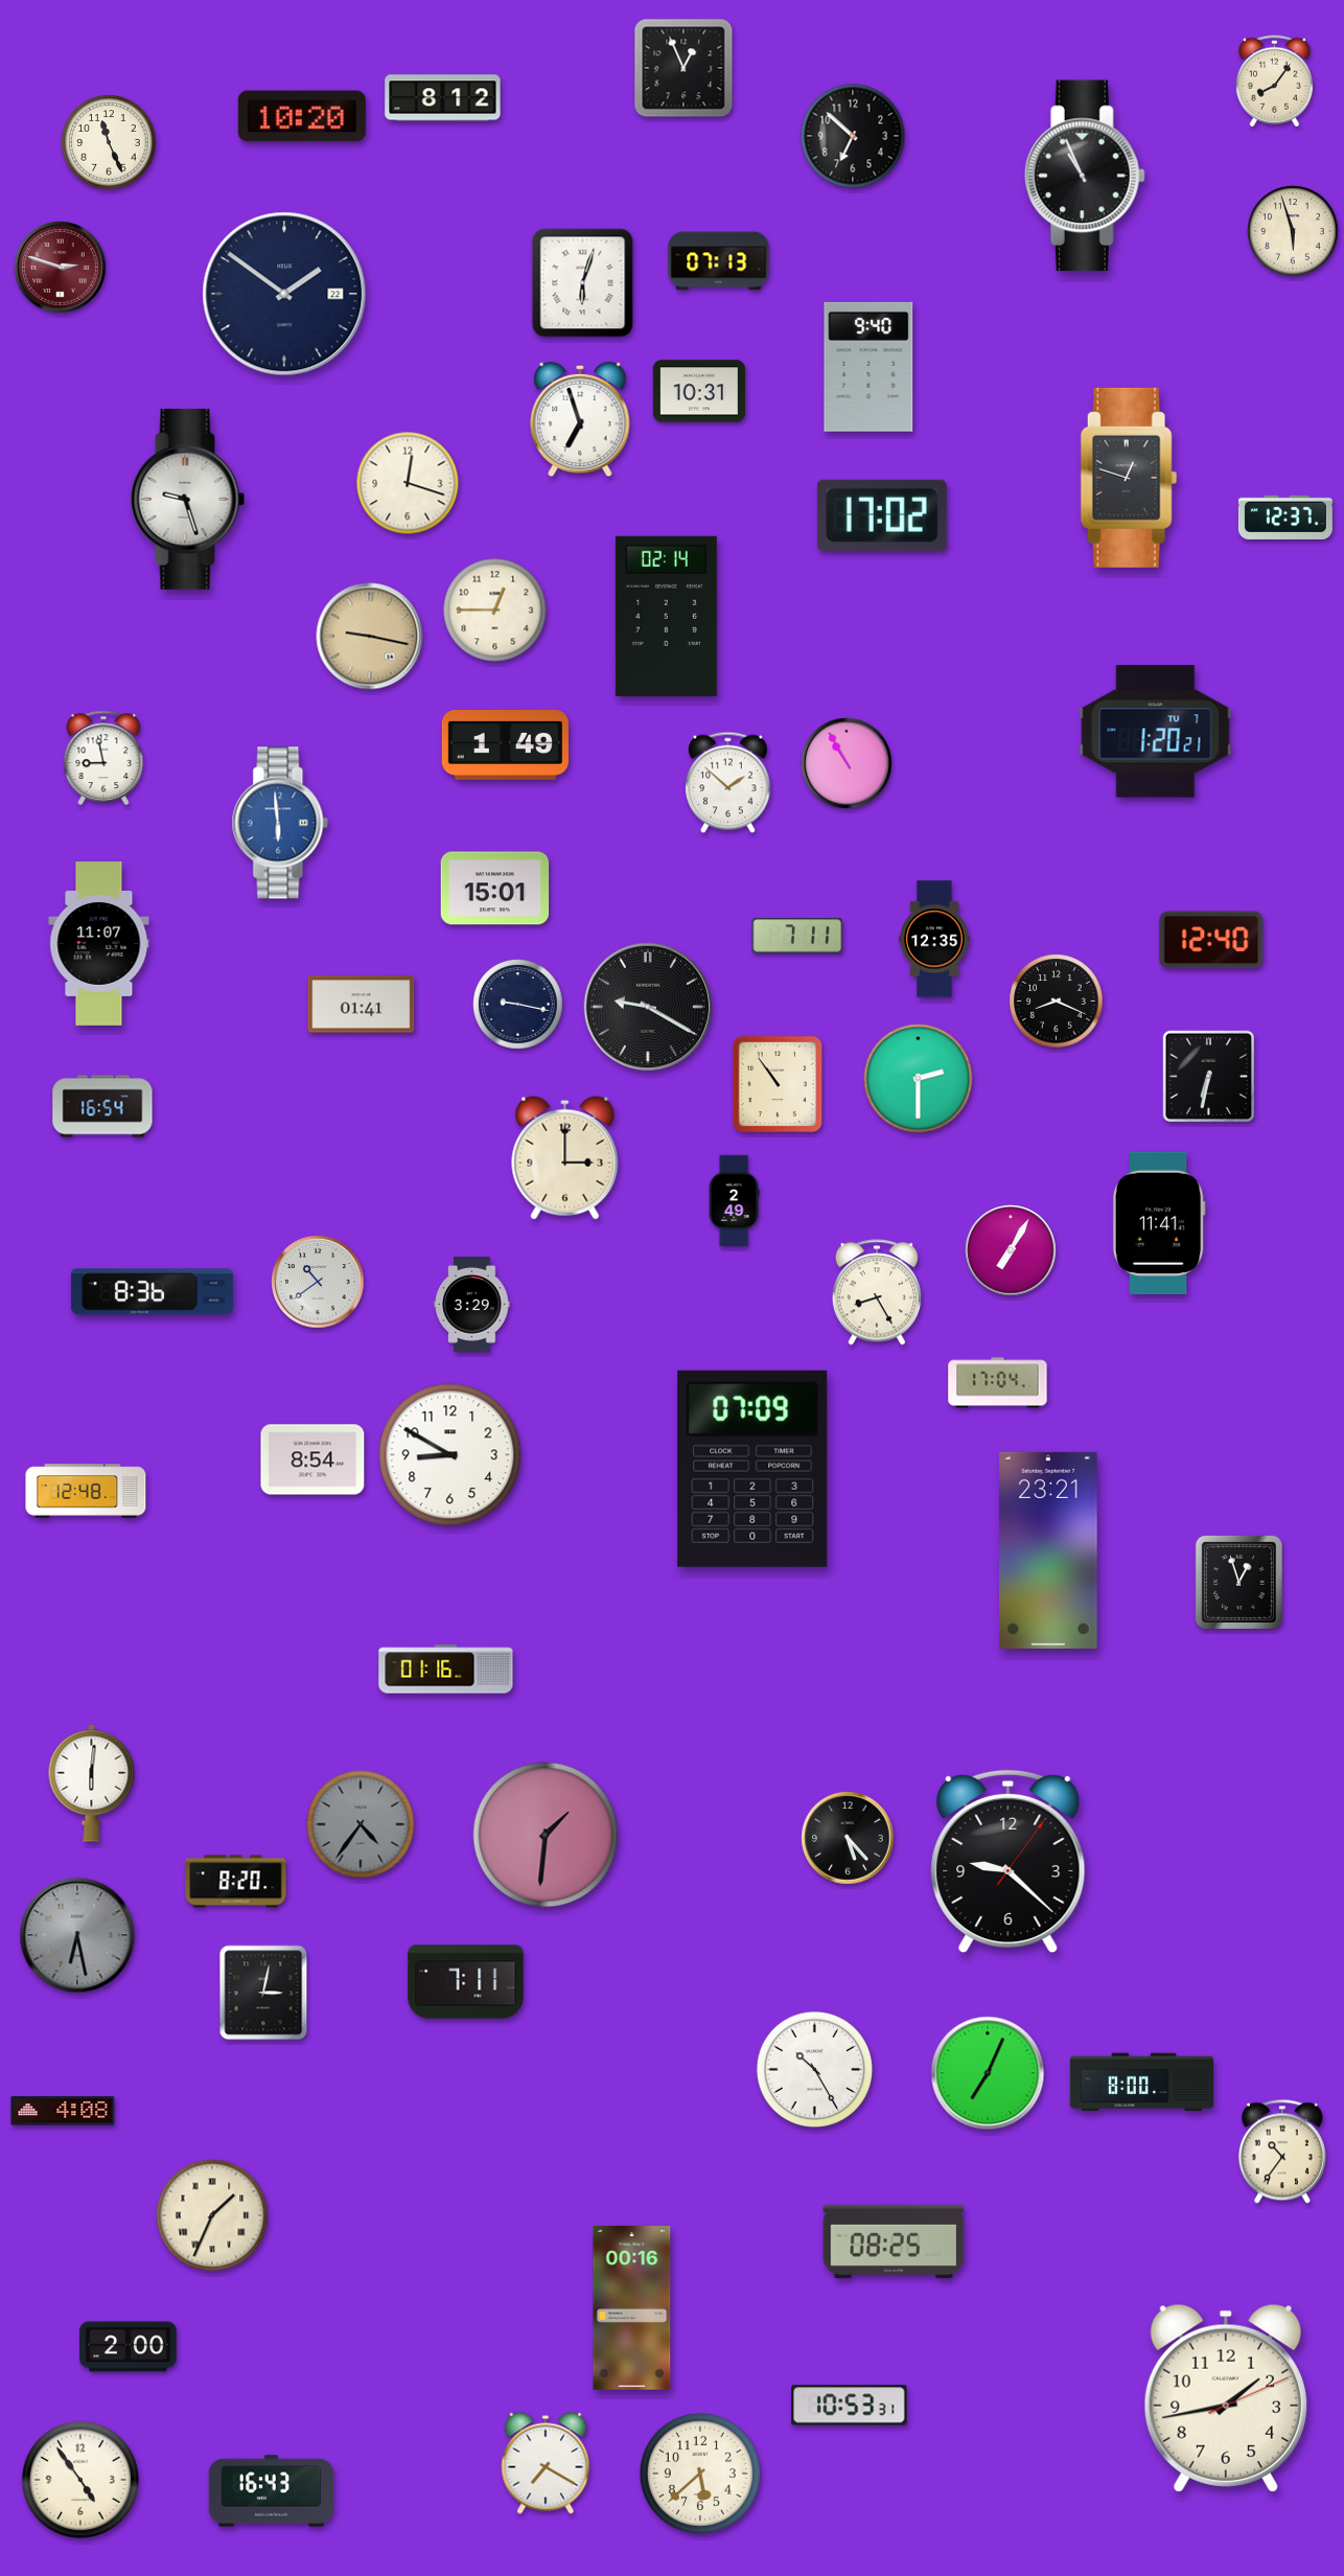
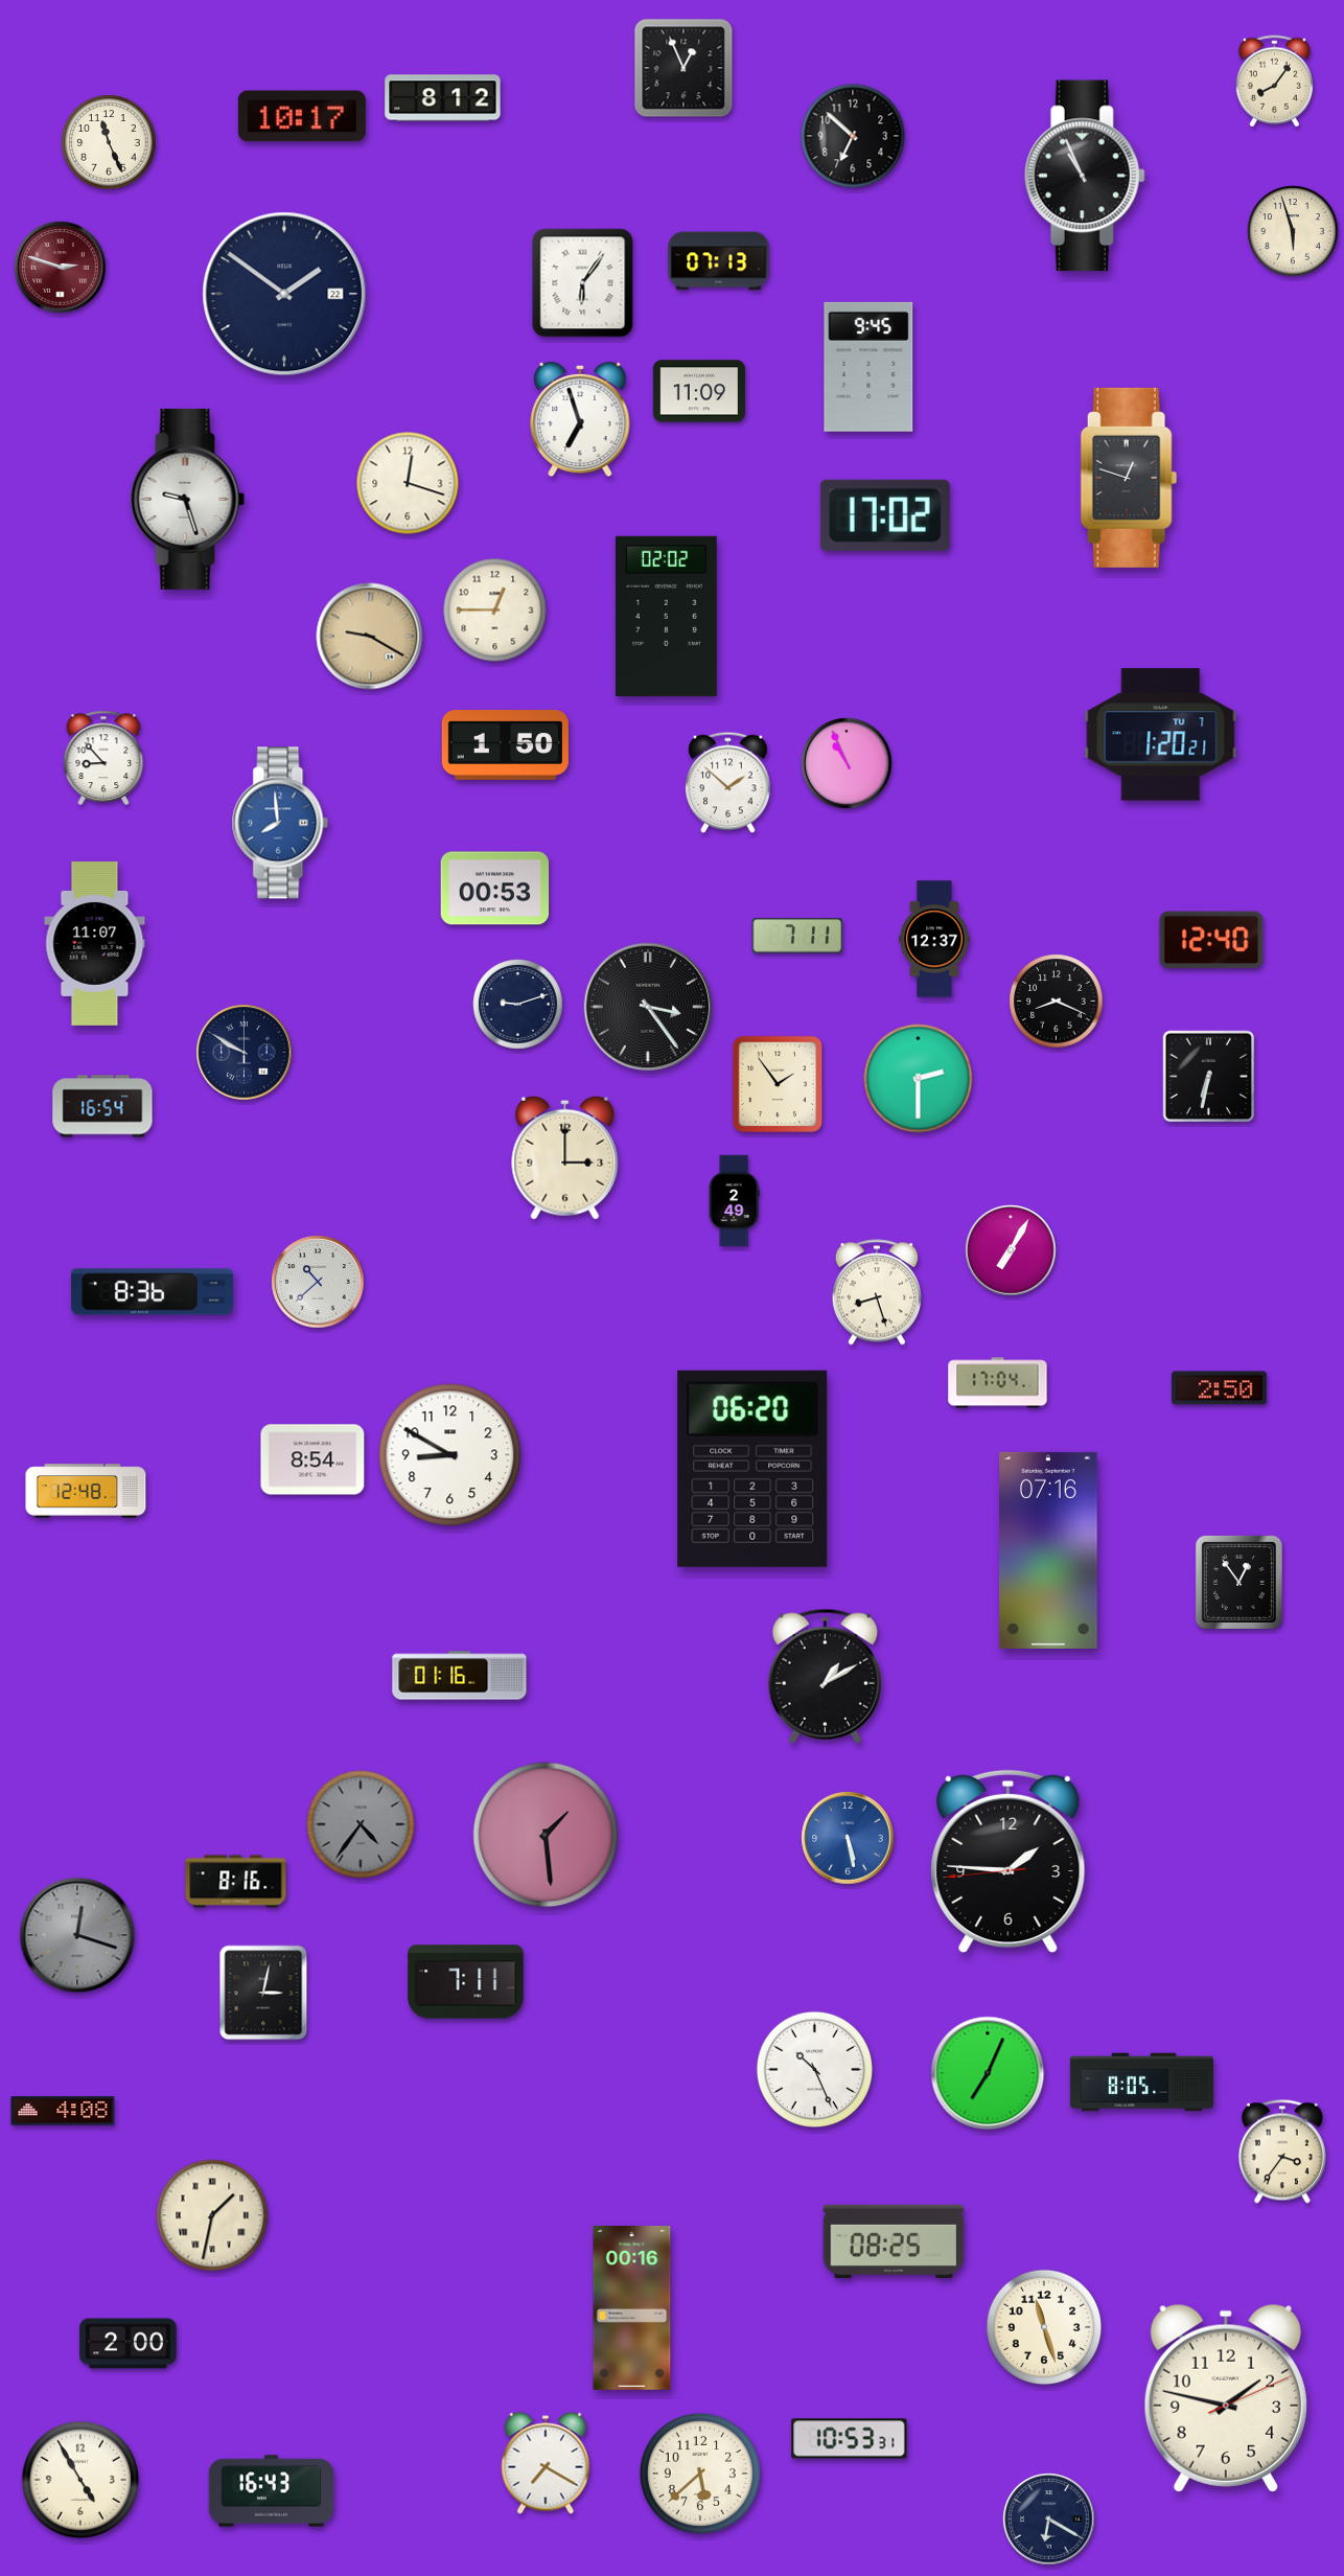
clock at (302, 116): 10:20 -> 10:17
clock at (583, 283): 6:03 -> 6:06
clock at (868, 367): 9:40 -> 9:45
clock at (699, 391): 10:31 -> 11:09
clock at (882, 515) position: (882, 515) -> (885, 515)
clock at (1285, 517): 12:37 -> none
clock at (666, 616): 02:14 -> 02:02
clock at (370, 637): 9:17 -> 9:20
clock at (1156, 732) position: (1156, 732) -> (1161, 735)
clock at (505, 745): 1:49 -> 1:50
clock at (103, 758): 8:58 -> 8:53
clock at (847, 763): 10:55 -> 10:56
clock at (280, 823): 5:59 -> 7:59
clock at (495, 889): 15:01 -> 00:53
clock at (934, 939): 12:35 -> 12:37
clock at (99, 944) position: (99, 944) -> (95, 944)
clock at (362, 1005): 01:41 -> none
clock at (518, 1005): 9:17 -> 9:12
clock at (648, 1007): 9:20 -> 3:24
clock at (245, 1053): none -> 9:50
clock at (778, 1084): 10:54 -> 1:54
clock at (1159, 1223): 11:41 -> none
clock at (318, 1282): 10:39 -> 10:38
clock at (877, 1292): 8:25 -> 8:27
clock at (472, 1305): 3:29 -> none
clock at (1219, 1388): none -> 2:50
clock at (752, 1469): 07:09 -> 06:20
clock at (1048, 1550): 23:21 -> 07:16
clock at (1238, 1582): 12:57 -> 12:54
clock at (446, 1670) position: (446, 1670) -> (460, 1676)
clock at (825, 1676): none -> 1:10
clock at (92, 1782): 6:01 -> none
clock at (546, 1835): 1:31 -> 1:29
clock at (848, 1838): 5:23 -> 5:28
clock at (848, 1838) dial: black -> blue
clock at (1009, 1862): 9:22 -> 1:45
clock at (236, 1882): 8:20 -> 8:16
clock at (77, 1935): 6:28 -> 12:18
clock at (815, 2070): 10:25 -> 10:26
clock at (1141, 2083): 8:00 -> 8:05
clock at (1282, 2152): 10:36 -> 3:36
clock at (212, 2215): 1:34 -> 1:32
clock at (1044, 2327): none -> 11:27
clock at (129, 2347) position: (129, 2347) -> (129, 2344)
clock at (1226, 2398): 1:43 -> 1:47
clock at (850, 2406) position: (850, 2406) -> (850, 2439)
clock at (79, 2479): 4:54 -> 4:55
clock at (1049, 2520): none -> 6:20
